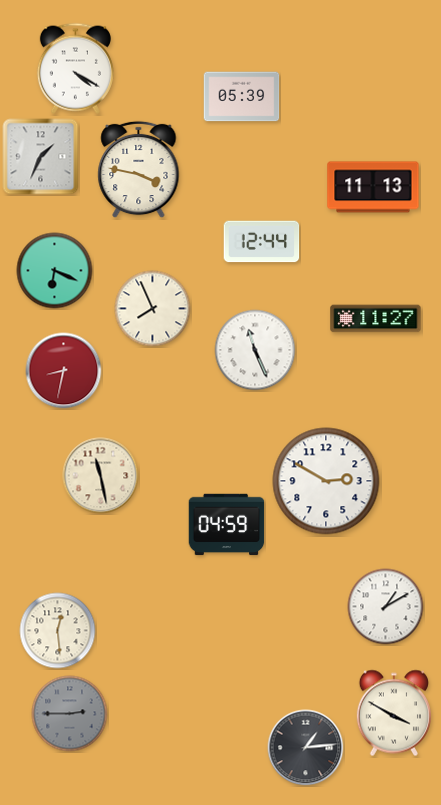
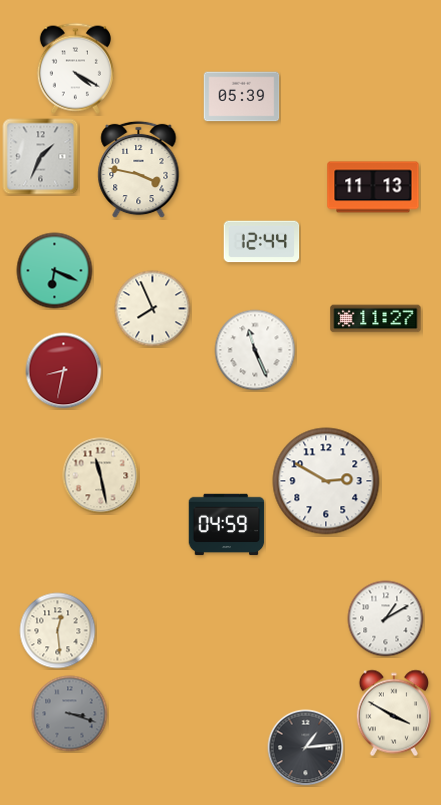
clock at (386, 607) position: (386, 607) -> (386, 619)
clock at (70, 714): 2:45 -> 3:18
